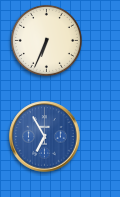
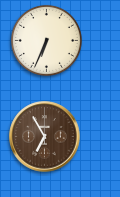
clock at (45, 137) dial: blue -> brown
